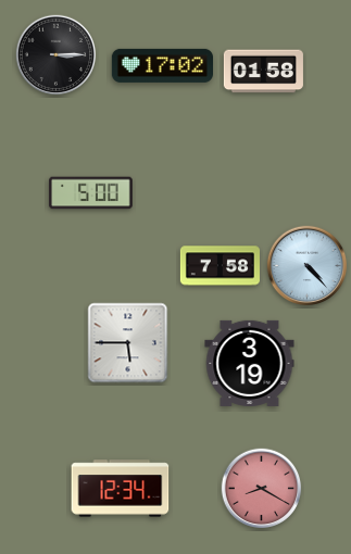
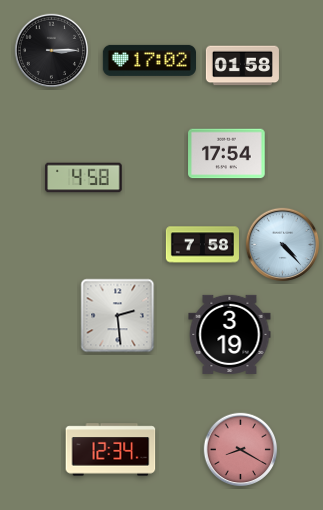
clock at (227, 154): none -> 17:54
clock at (91, 193): 5:00 -> 4:58
clock at (128, 343): 5:45 -> 2:29
